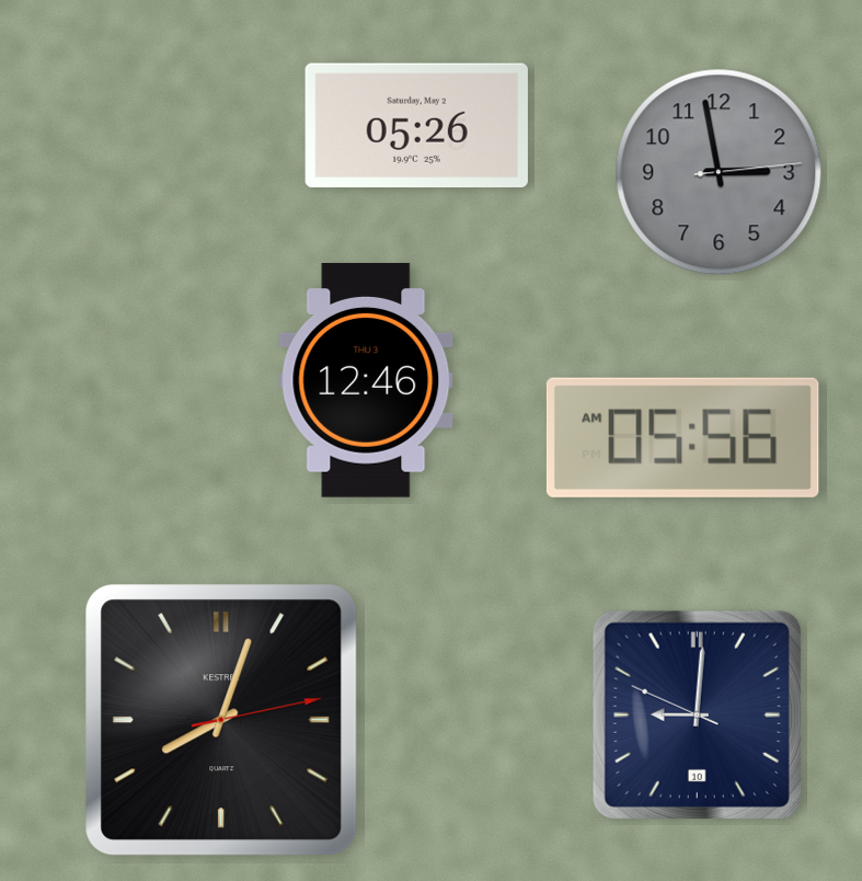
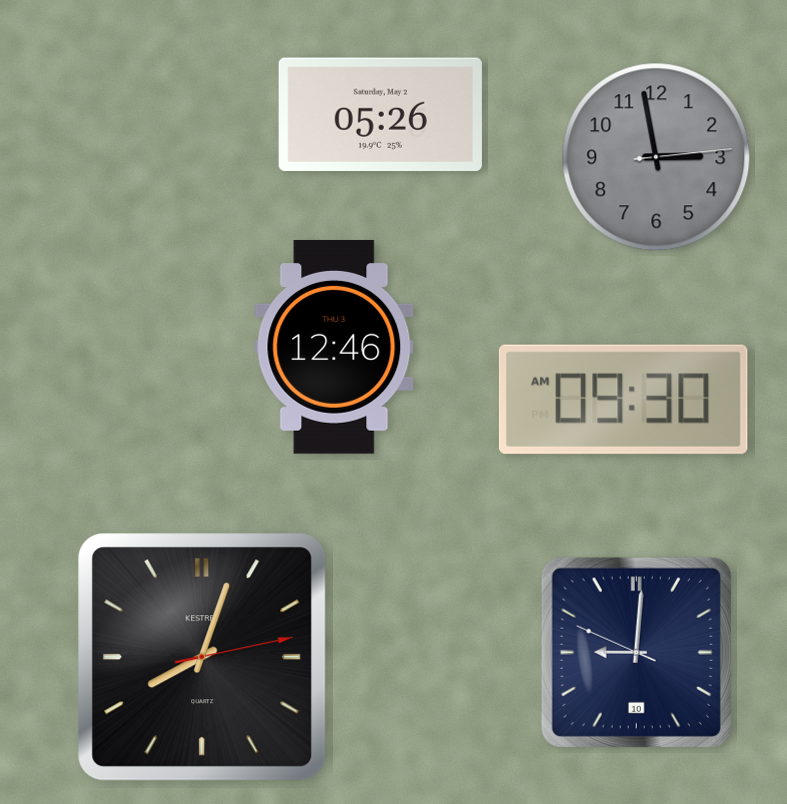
clock at (682, 437): 05:56 -> 09:30
